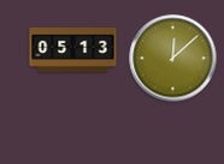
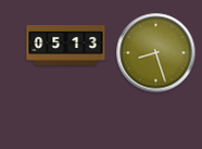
clock at (173, 59): 12:08 -> 8:27
